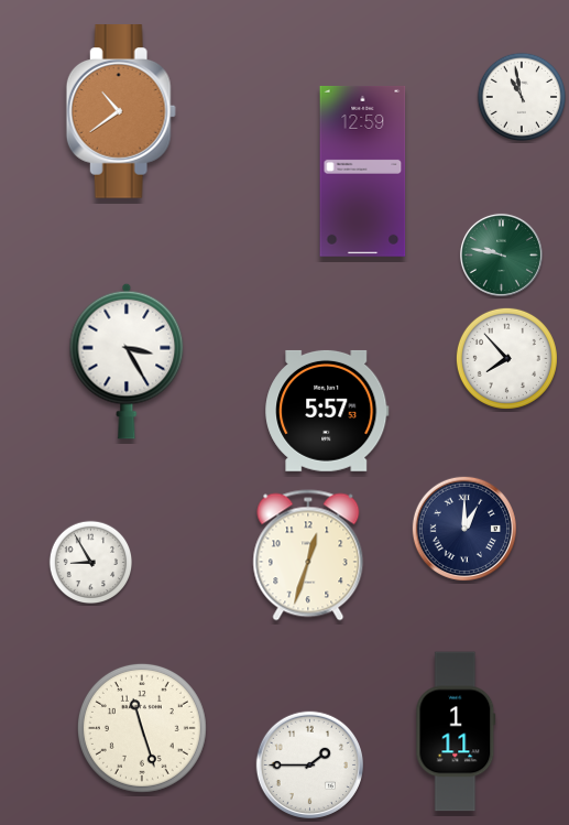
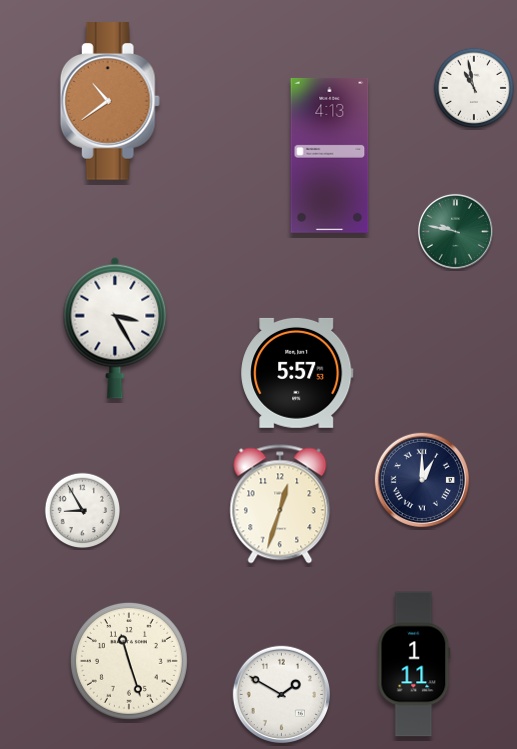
clock at (363, 171): 12:59 -> 4:13
clock at (506, 358): 7:53 -> none
clock at (309, 764): 1:45 -> 1:50
